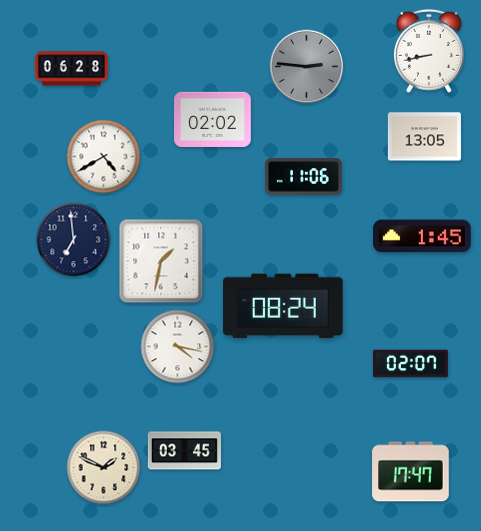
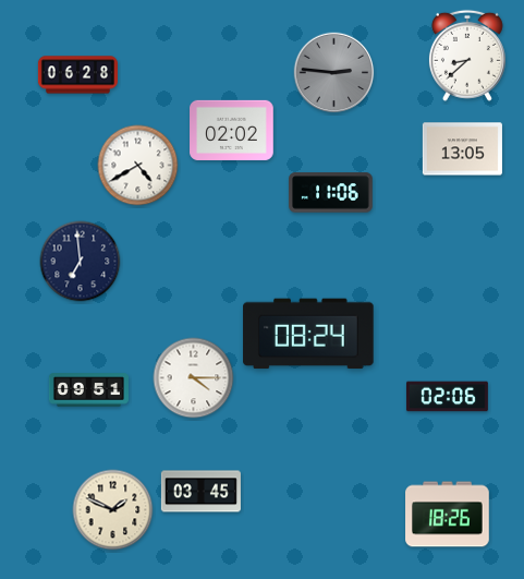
clock at (429, 51): 8:43 -> 8:38
clock at (104, 157) position: (104, 157) -> (138, 166)
clock at (422, 236): 1:45 -> none
clock at (161, 261): 1:32 -> none
clock at (178, 347): 4:17 -> 4:15
clock at (88, 390): none -> 09:51
clock at (410, 364): 02:07 -> 02:06
clock at (411, 472): 17:47 -> 18:26
